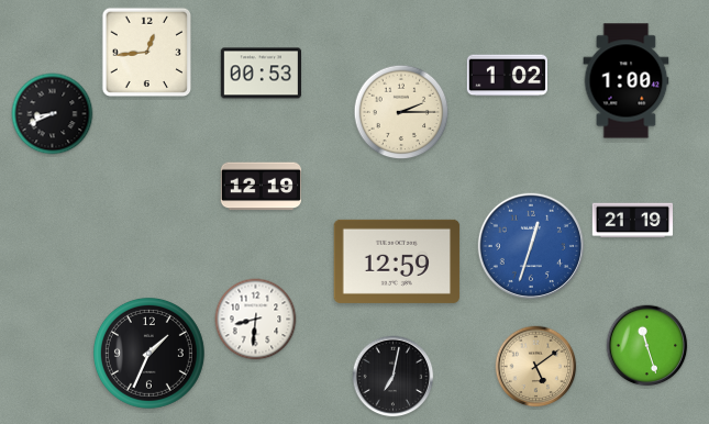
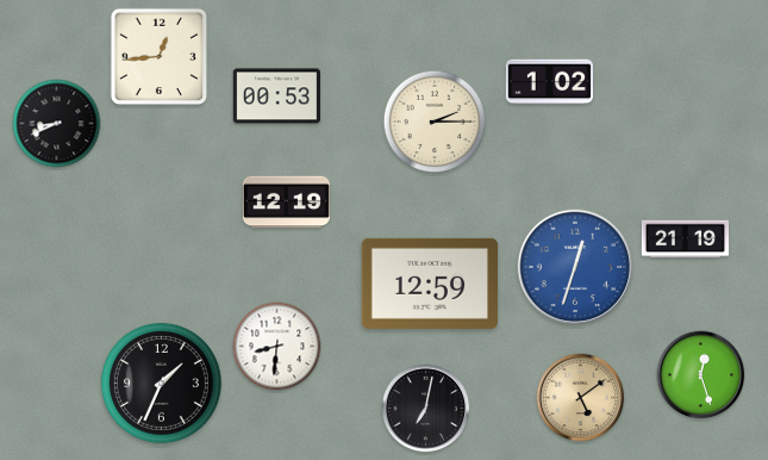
clock at (261, 74) position: (261, 74) -> (276, 97)
clock at (627, 81): 1:00 -> none
clock at (261, 187) position: (261, 187) -> (286, 203)
clock at (647, 346): 11:27 -> 12:27
